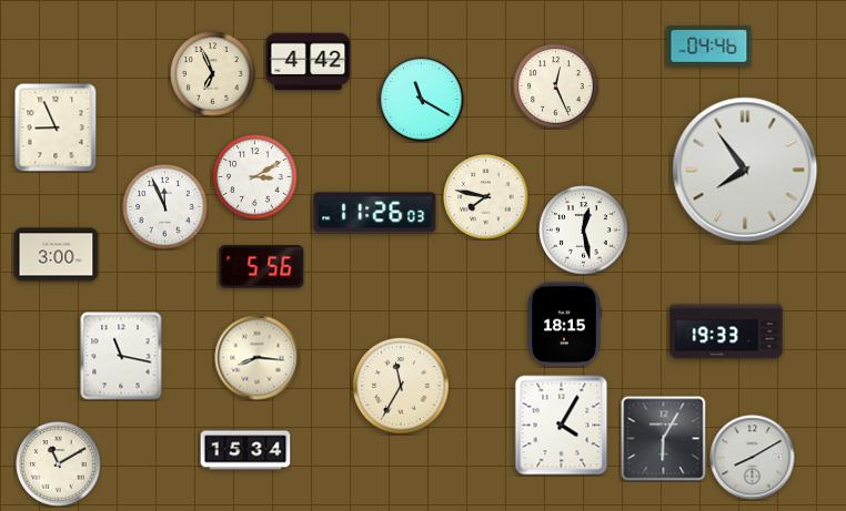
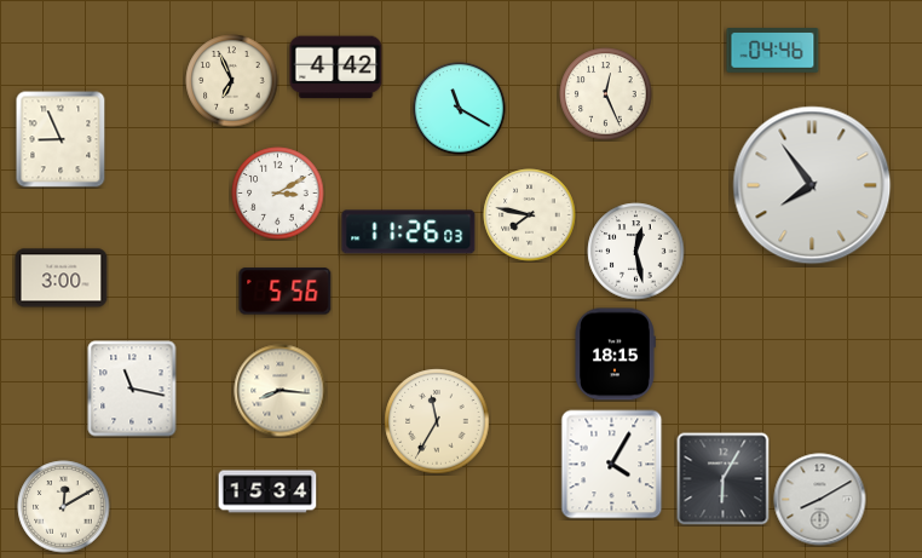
clock at (165, 207): 11:56 -> none
clock at (726, 331): 19:33 -> none
clock at (59, 464): 11:10 -> 12:10
